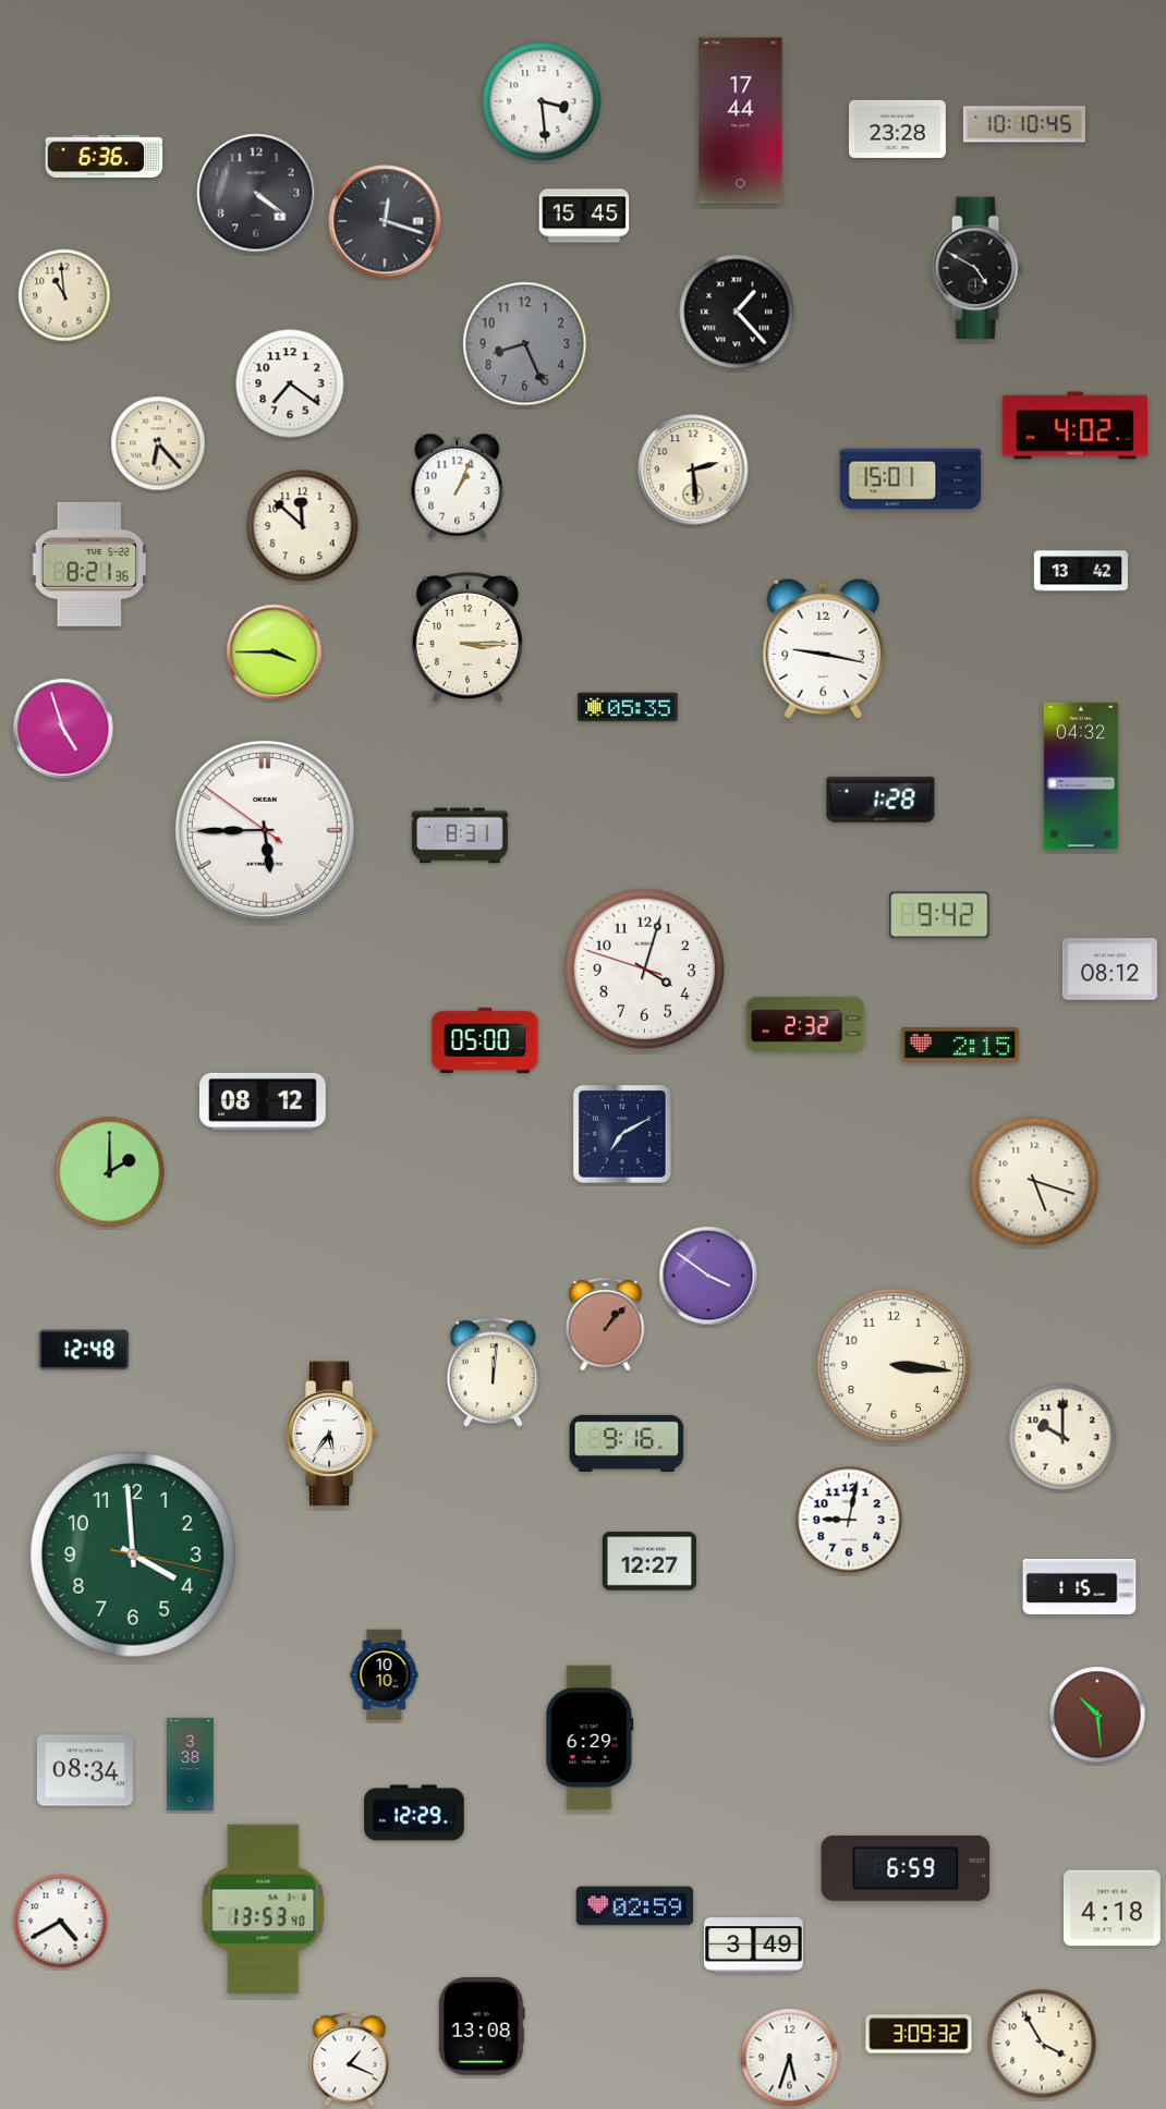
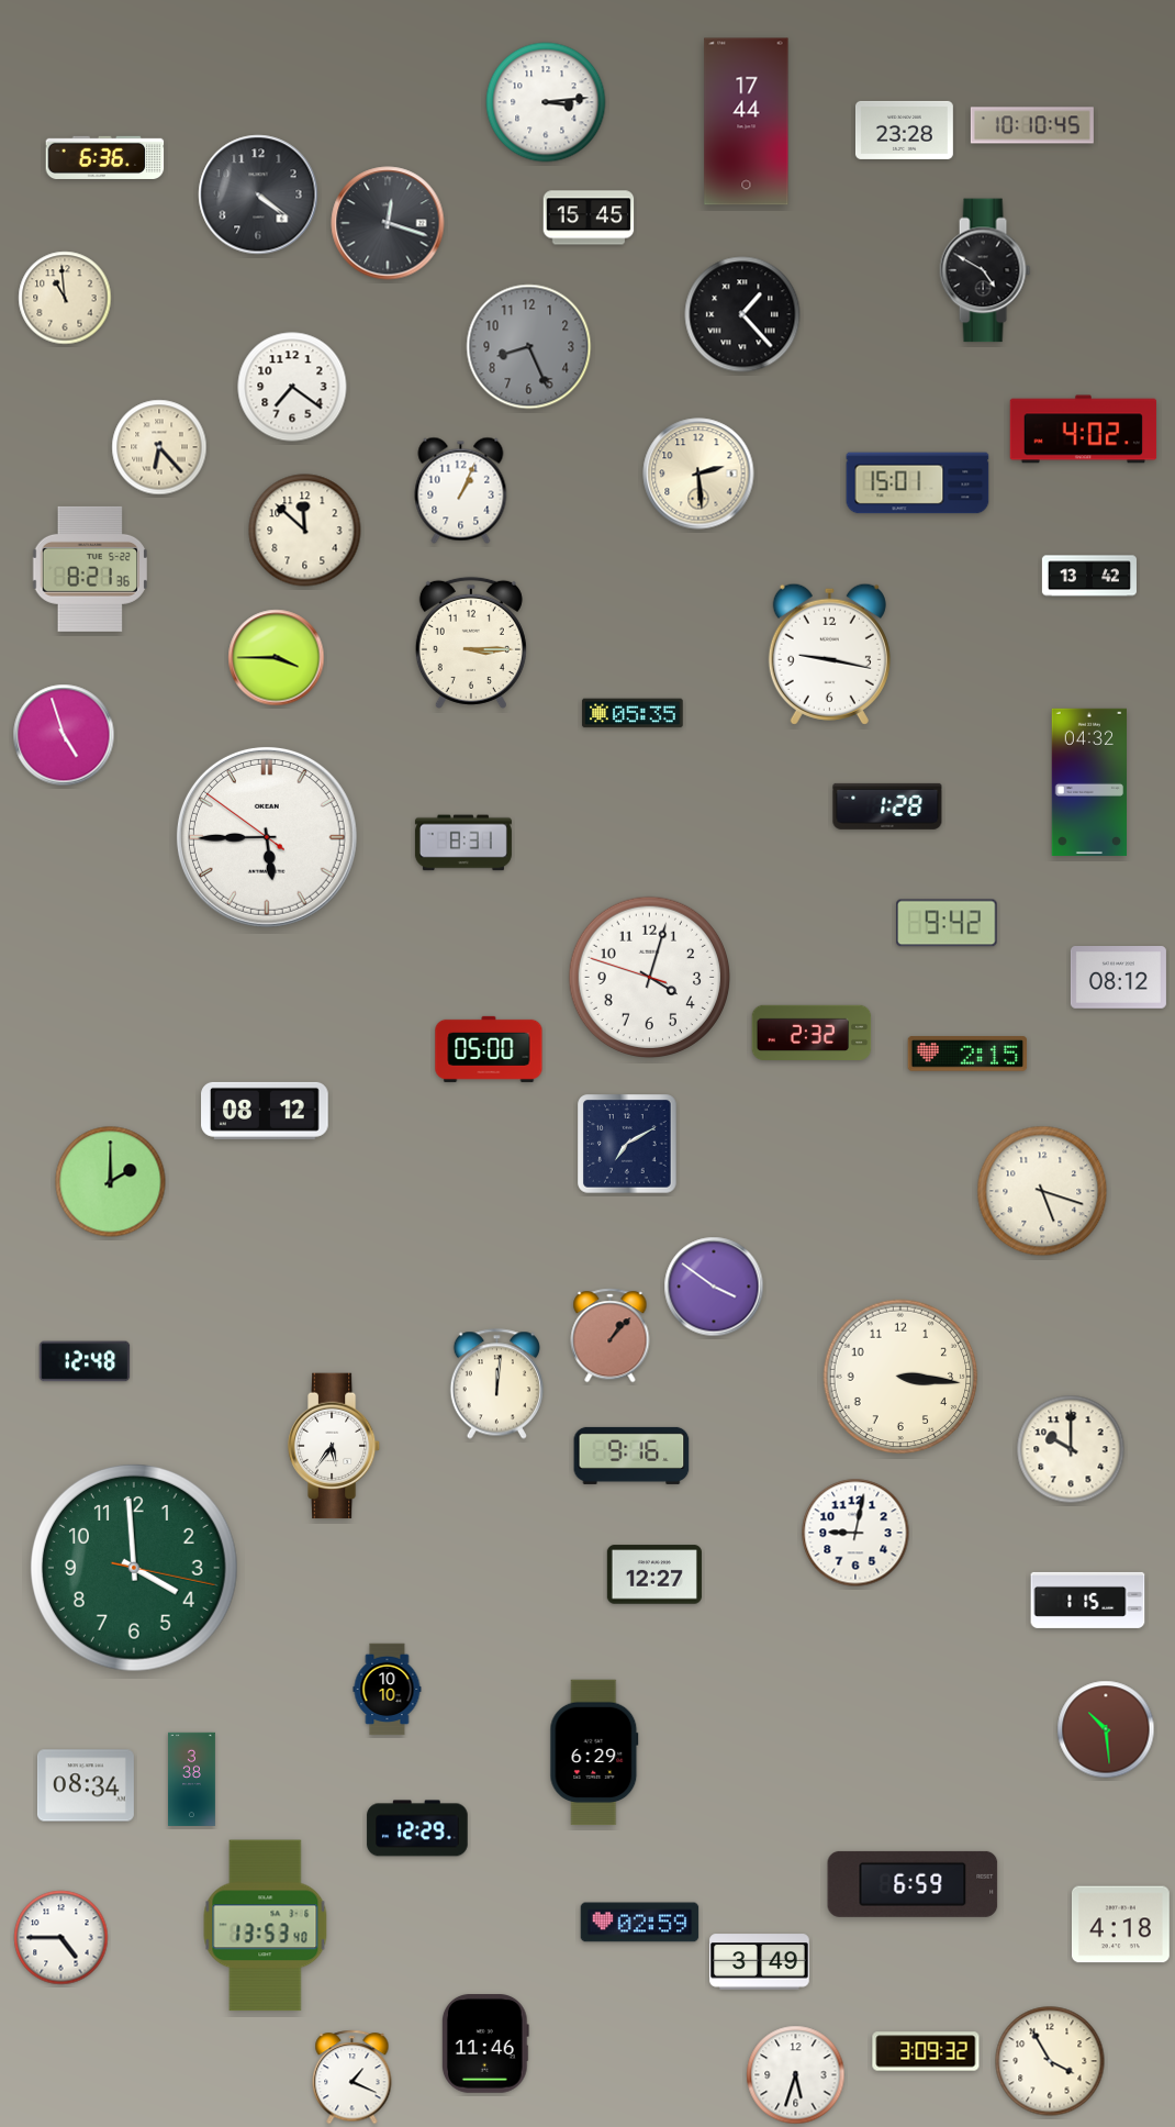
clock at (542, 101): 3:29 -> 3:14
clock at (61, 1922): 4:40 -> 4:45
clock at (482, 2027): 13:08 -> 11:46
